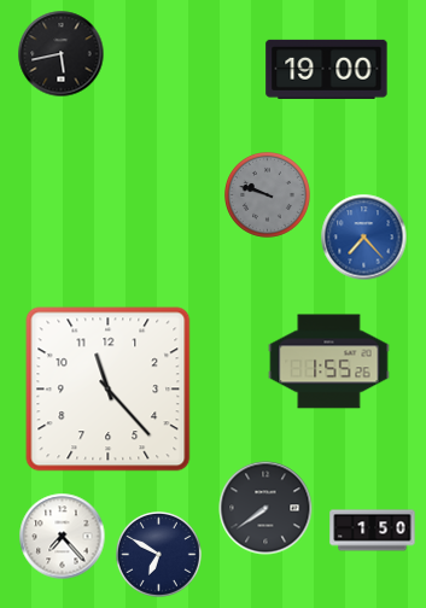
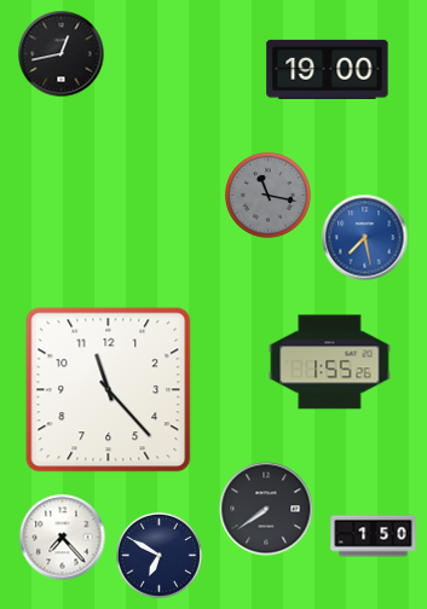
clock at (62, 54): 5:43 -> 12:43
clock at (268, 195): 9:48 -> 11:17
clock at (364, 238): 7:23 -> 7:28
clock at (373, 531) position: (373, 531) -> (374, 536)
